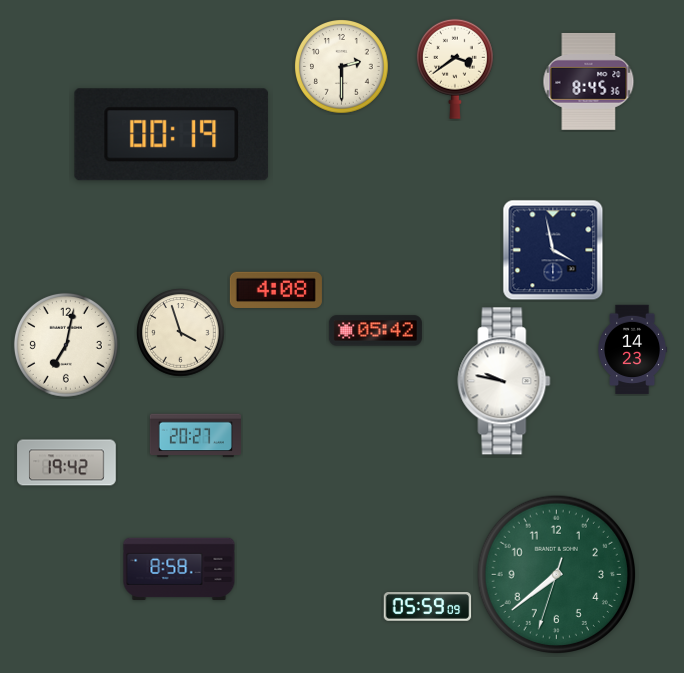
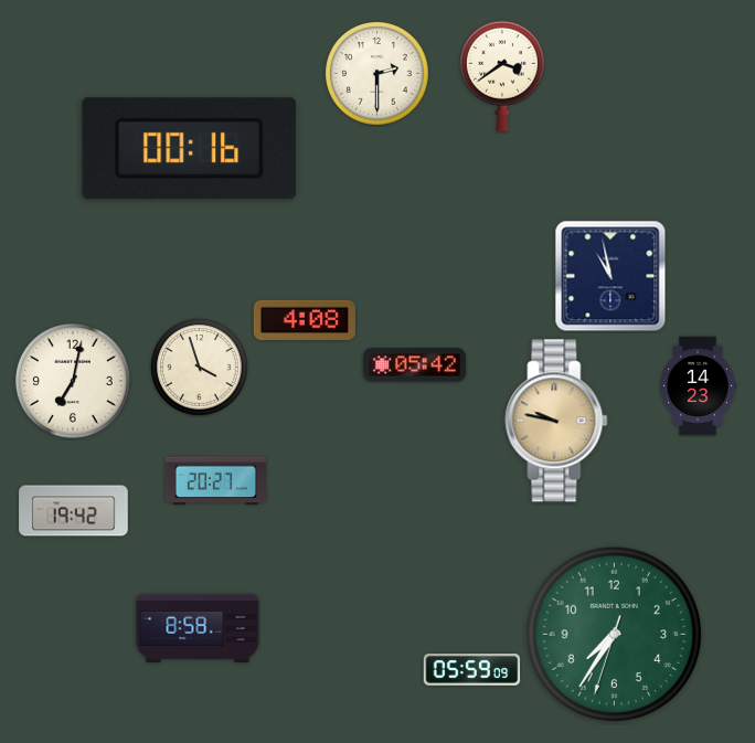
clock at (589, 81): 8:45 -> none
clock at (172, 135): 00:19 -> 00:16
clock at (553, 250): 3:58 -> 10:58
clock at (504, 381) dial: white -> champagne
clock at (556, 574): 7:38 -> 7:35
